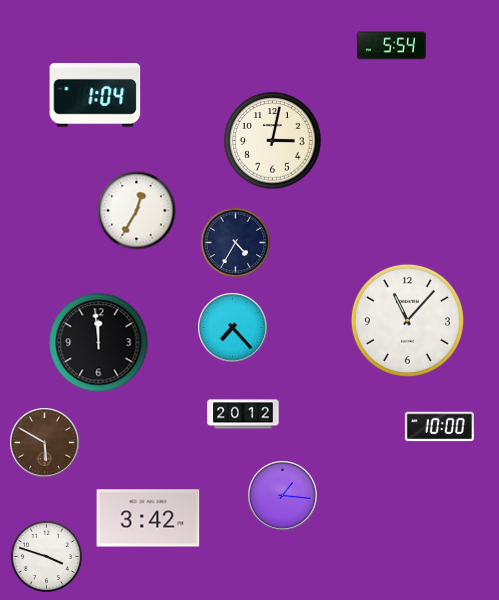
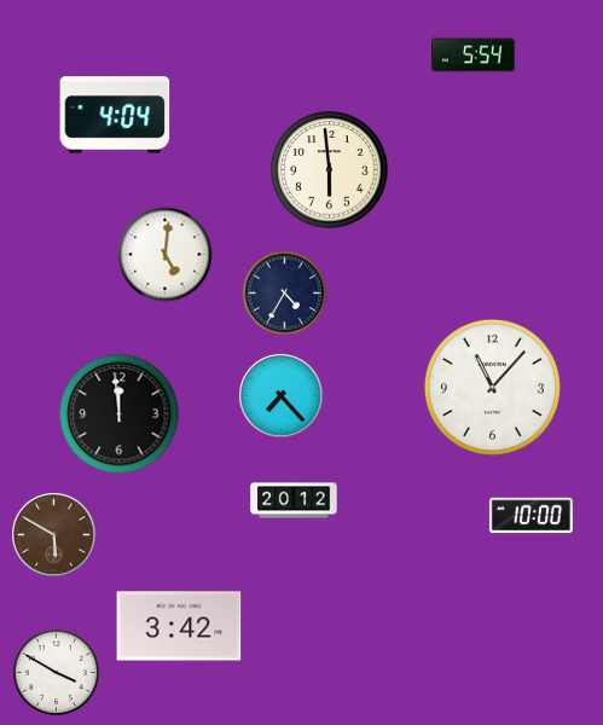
clock at (95, 96): 1:04 -> 4:04
clock at (273, 141): 3:02 -> 5:59
clock at (137, 211): 12:35 -> 5:01
clock at (283, 496): 1:16 -> none
clock at (46, 556): 3:48 -> 3:50
